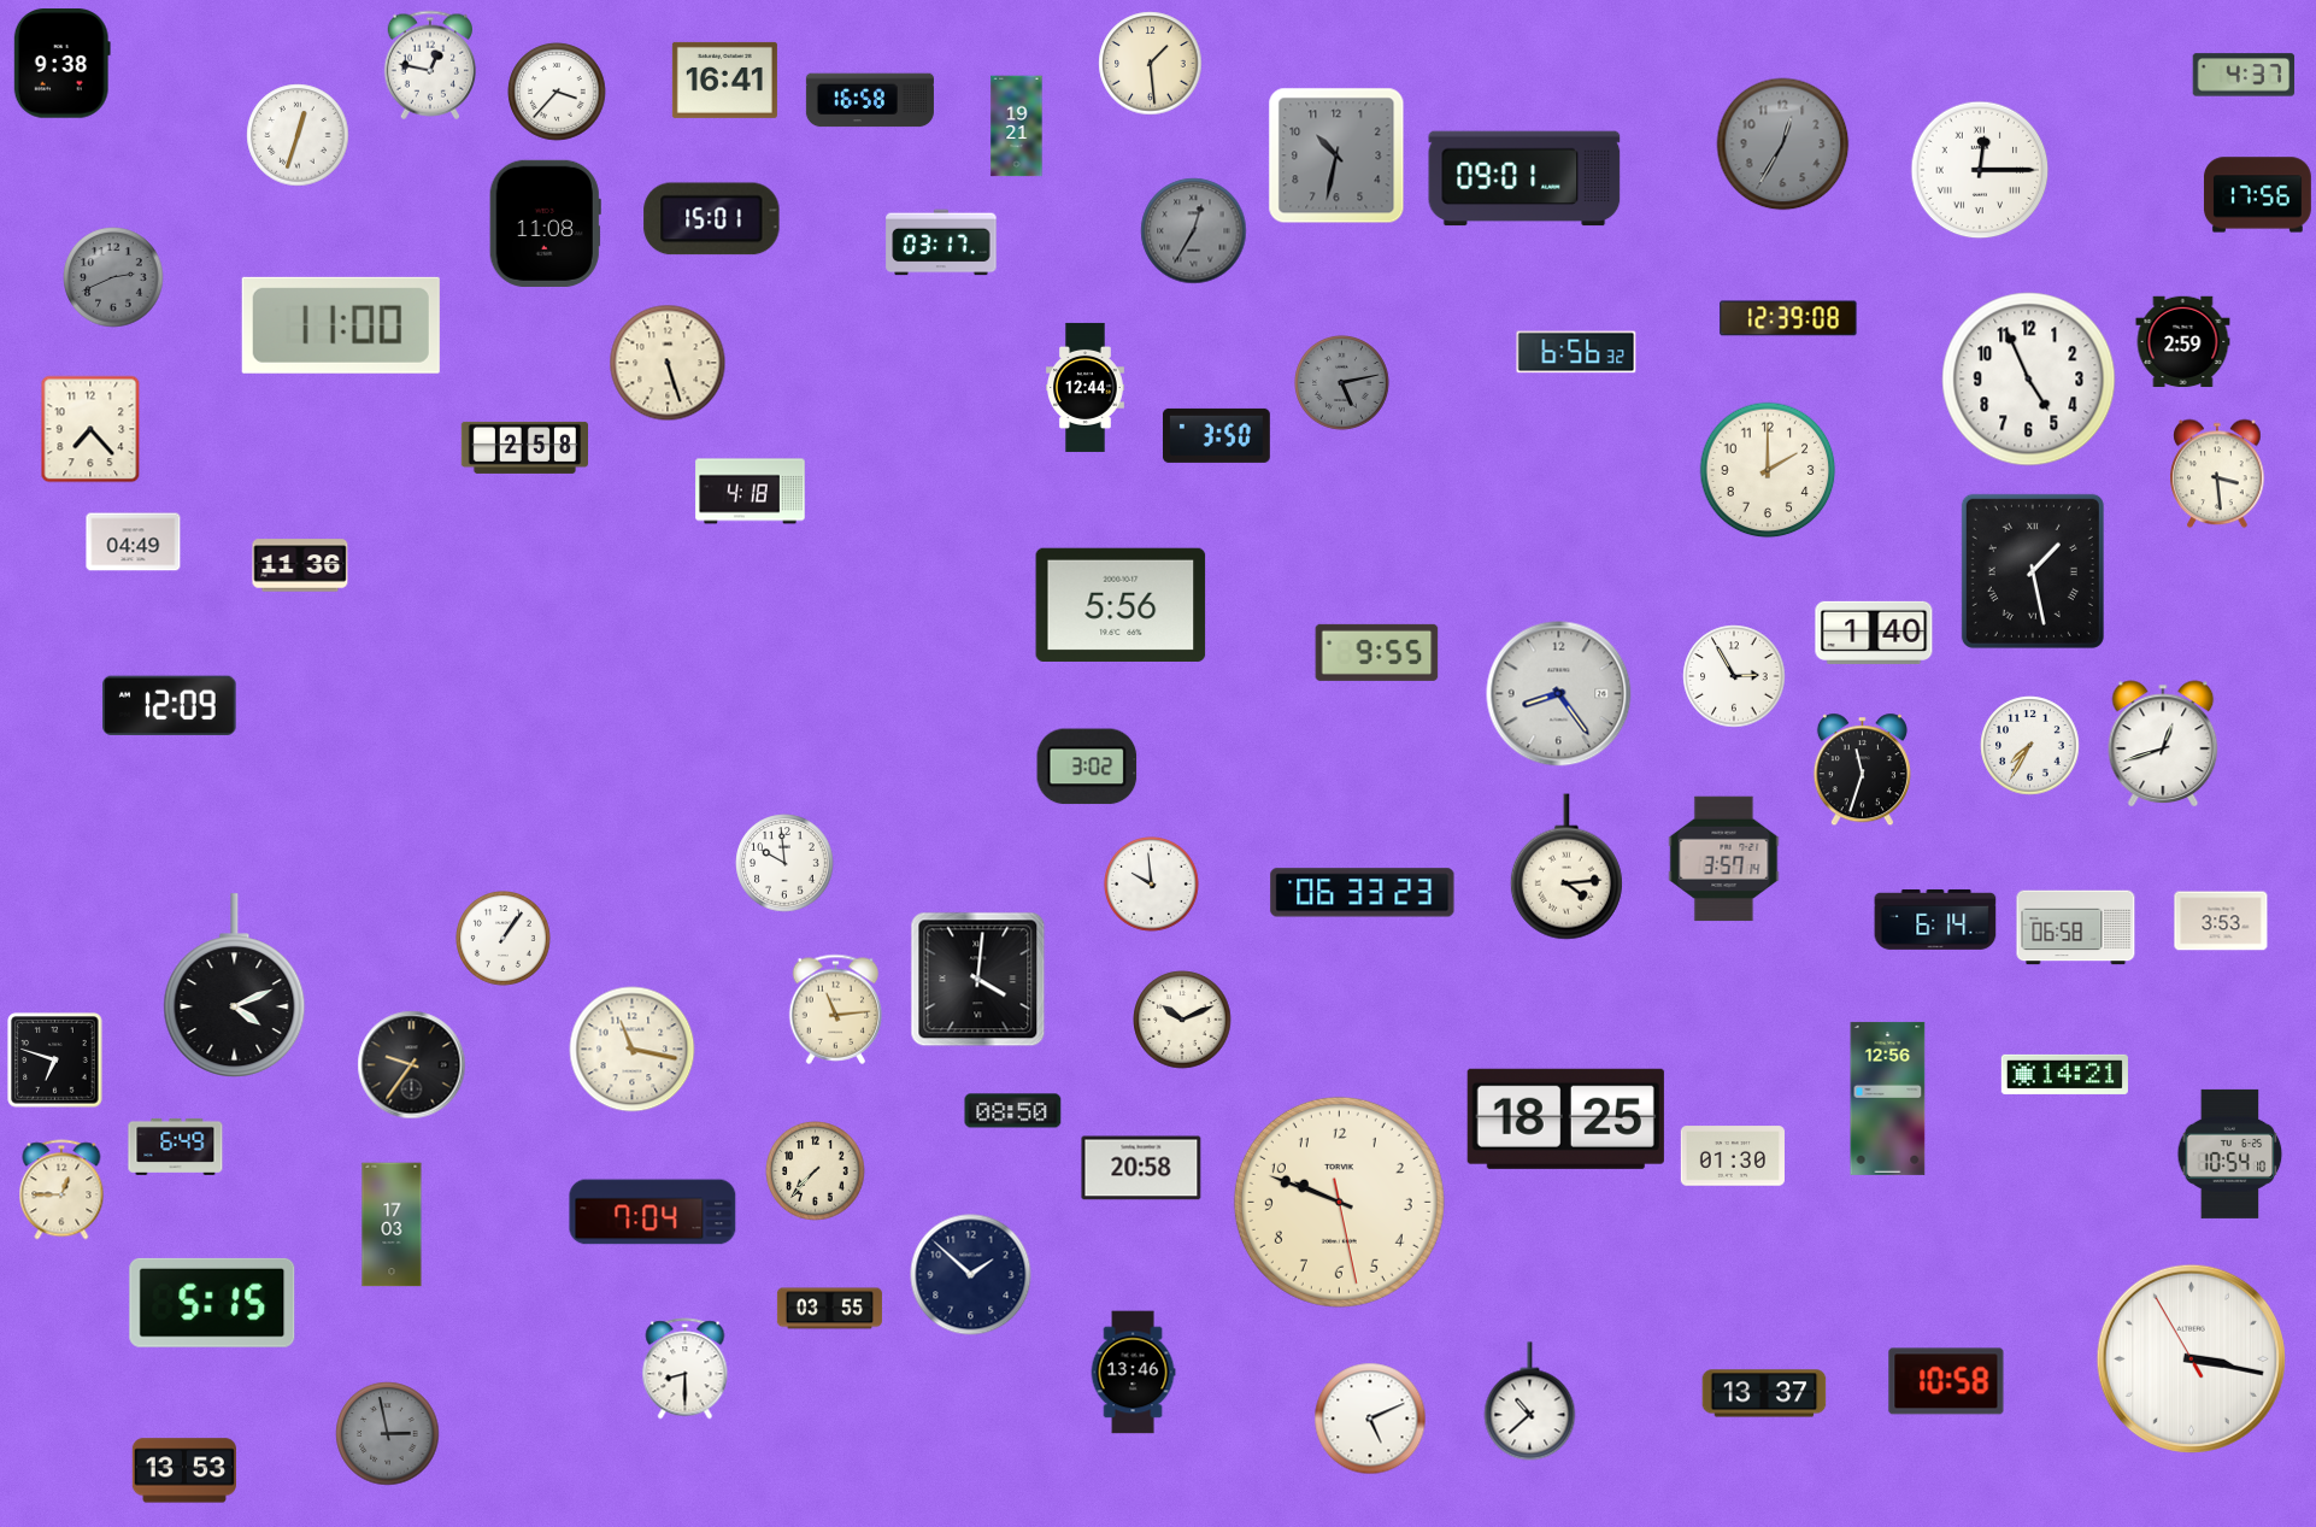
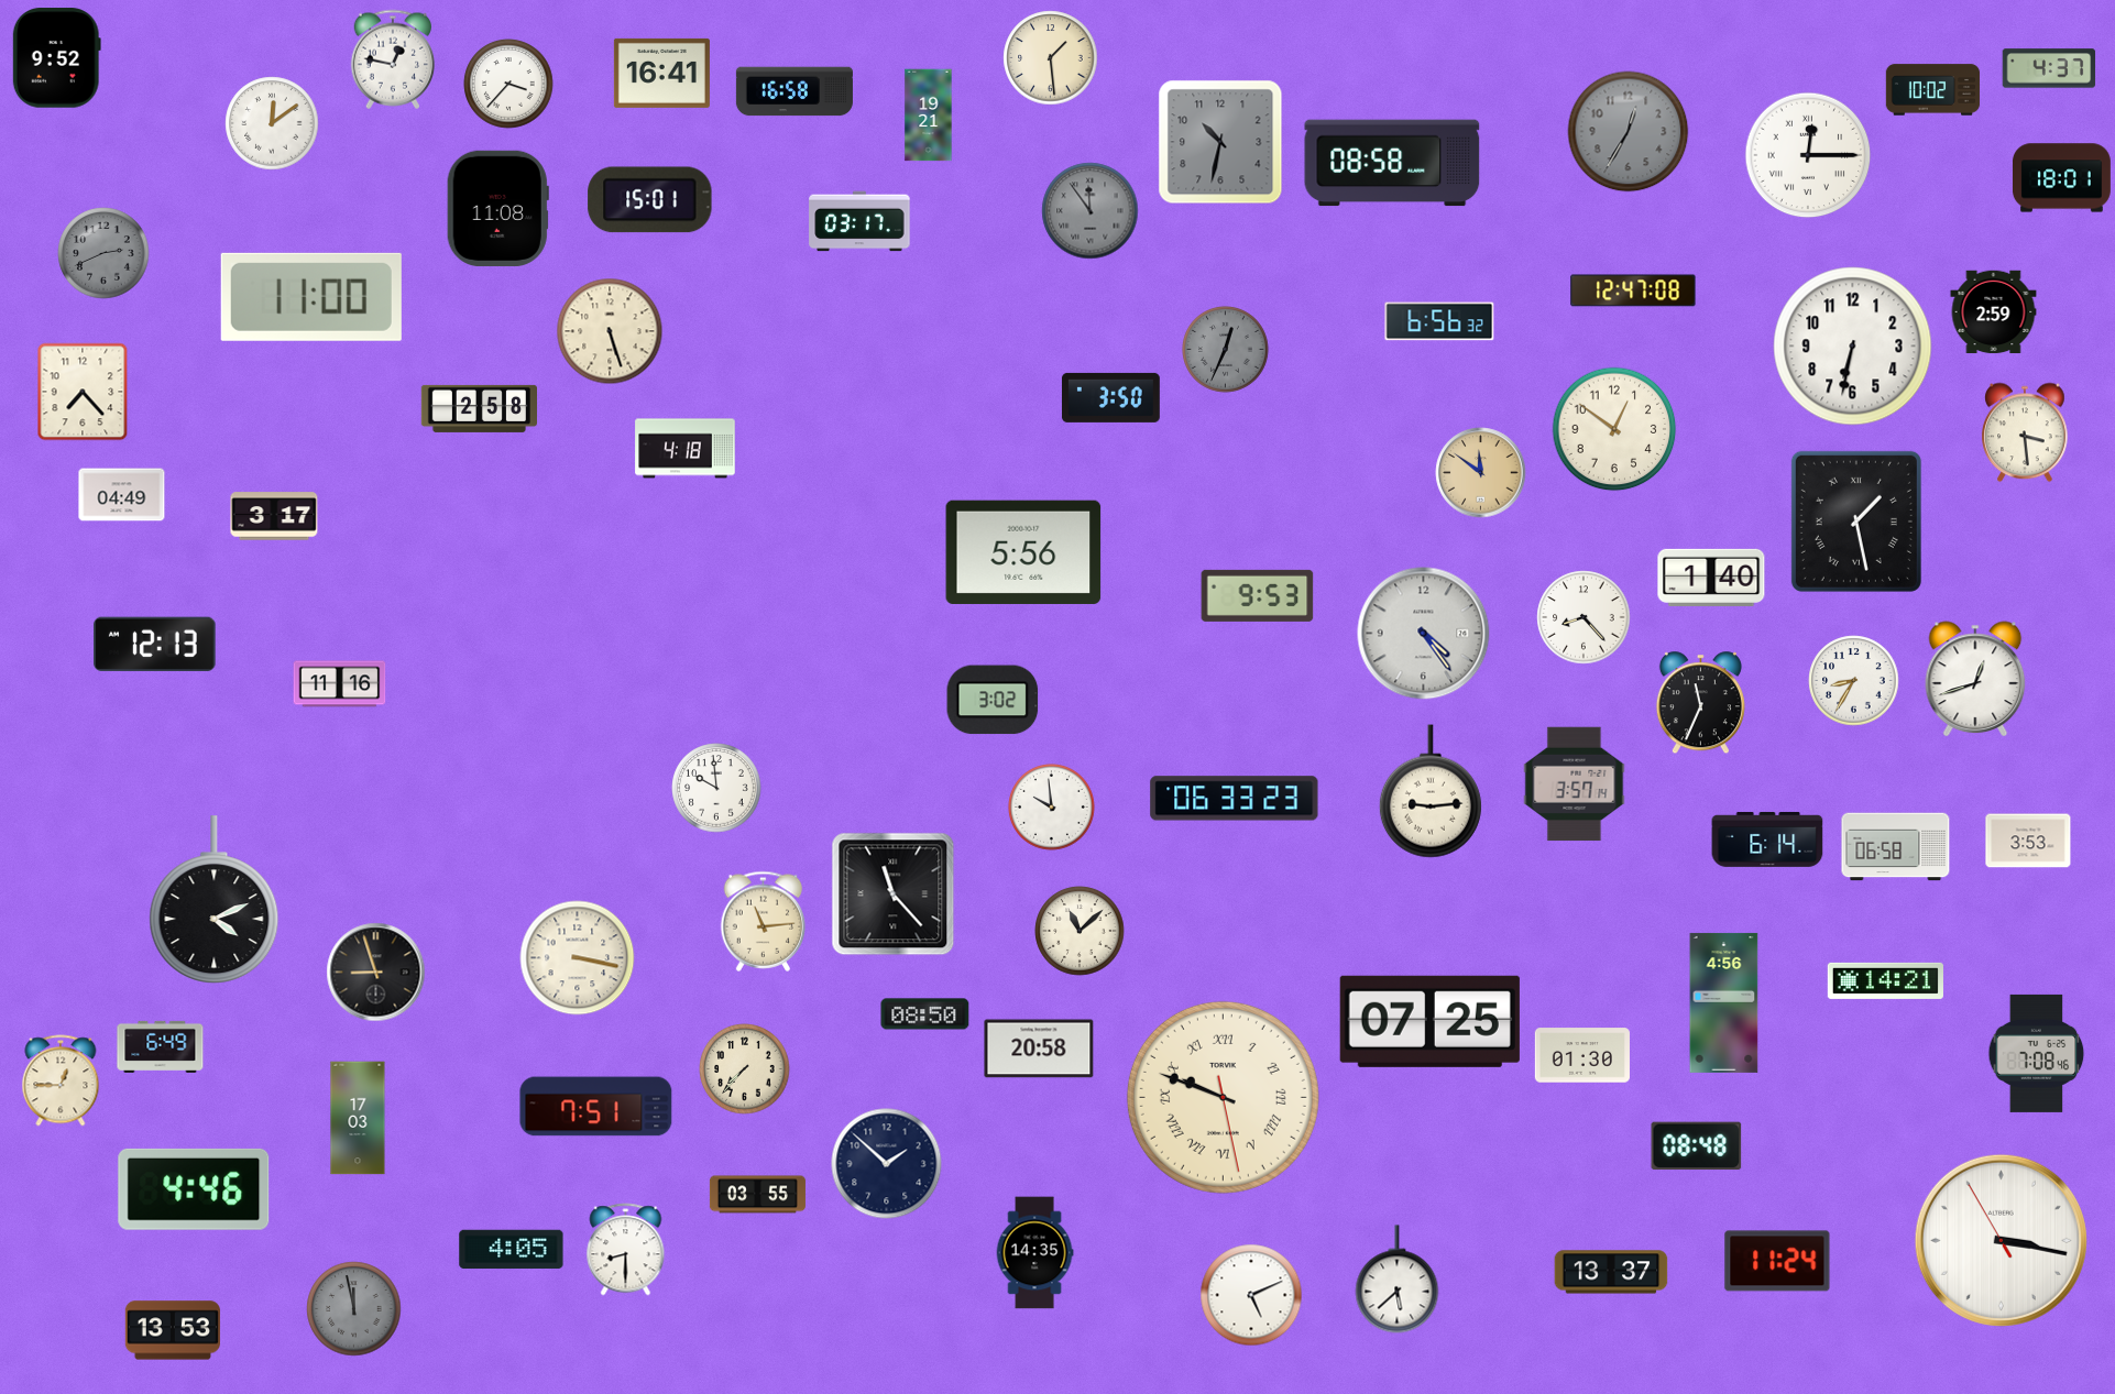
clock at (61, 64): 9:38 -> 9:52
clock at (1933, 90): none -> 10:02
clock at (298, 135): 12:33 -> 12:09
clock at (1524, 178): 09:01 -> 08:58
clock at (2257, 195): 17:56 -> 18:01
clock at (545, 223) position: (545, 223) -> (497, 208)
clock at (1194, 231): 12:35 -> 11:54
clock at (1788, 318): 12:39 -> 12:47
clock at (2029, 380): 4:56 -> 6:32
clock at (1342, 383): 5:13 -> 12:34
clock at (1086, 387): 12:44 -> none
clock at (1768, 470): 2:00 -> 12:51
clock at (1481, 473): none -> 11:51
clock at (300, 565): 11:36 -> 3:17
clock at (1377, 652): 9:55 -> 9:53
clock at (1734, 676): 2:55 -> 8:23
clock at (1559, 694): 8:24 -> 4:24
clock at (170, 705): 12:09 -> 12:13
clock at (2030, 746): 7:35 -> 8:35
clock at (340, 684): none -> 11:16
clock at (1862, 770): 11:33 -> 11:34
clock at (1566, 867): 4:14 -> 9:14
clock at (1363, 893) position: (1363, 893) -> (1235, 799)
clock at (504, 939): 1:06 -> none
clock at (978, 980): 4:01 -> 11:23
clock at (1182, 1020): 10:11 -> 11:08
clock at (633, 1050): 11:17 -> 3:17
clock at (55, 1061): 6:48 -> none
clock at (412, 1065): 9:36 -> 8:57
clock at (1888, 1098): 12:56 -> 4:56
clock at (1565, 1118): 18:25 -> 07:25
clock at (2230, 1153): 10:54 -> 7:08
clock at (1141, 1168) position: (1141, 1168) -> (1039, 1049)
clock at (61, 1190) position: (61, 1190) -> (61, 1080)
clock at (1339, 1202) numerals: Arabic -> Roman
clock at (653, 1212): 7:04 -> 7:51
clock at (1697, 1146): none -> 08:48
clock at (212, 1303): 5:15 -> 4:46
clock at (512, 1250): none -> 4:05
clock at (1133, 1373): 13:46 -> 14:35
clock at (1946, 1381): 10:58 -> 11:24
clock at (1530, 1402): 10:38 -> 5:38
clock at (388, 1434): 2:58 -> 11:58
clock at (184, 1470) position: (184, 1470) -> (173, 1330)
